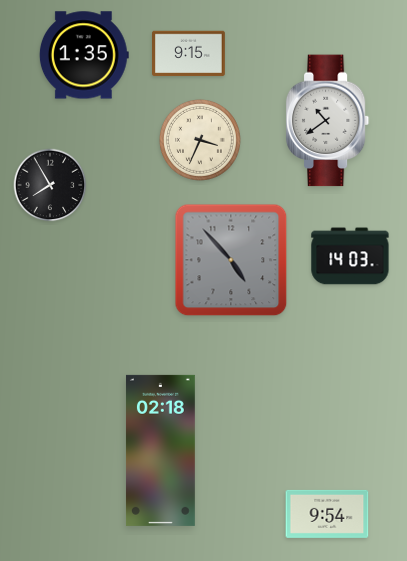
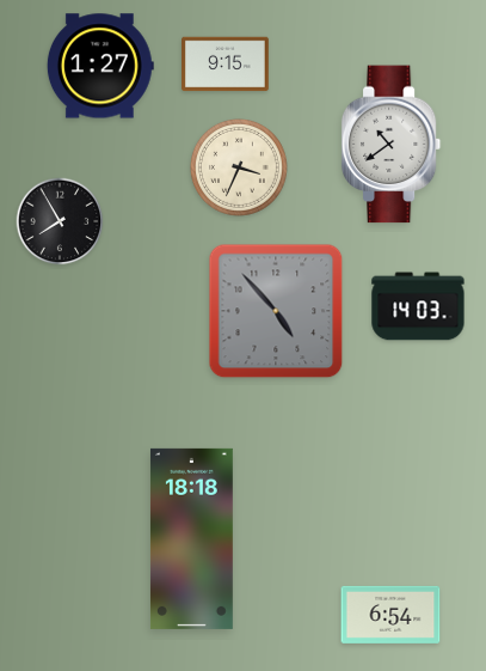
clock at (84, 55): 1:35 -> 1:27
clock at (160, 450): 02:18 -> 18:18
clock at (327, 514): 9:54 -> 6:54
